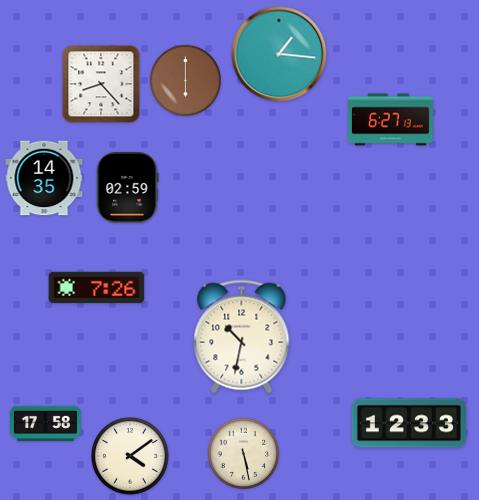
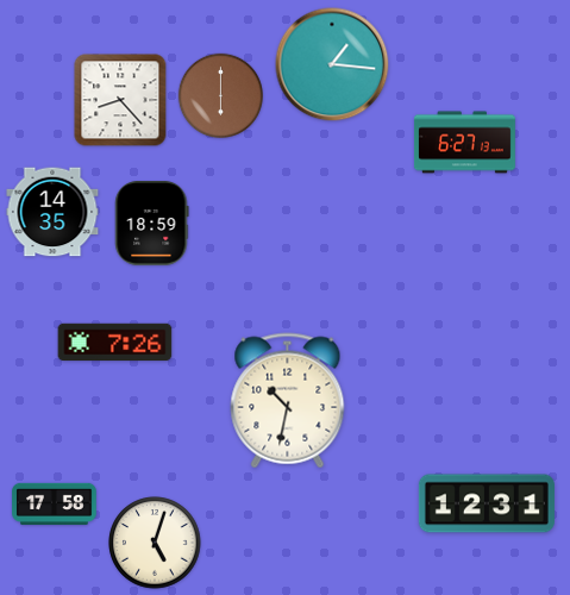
clock at (128, 188): 02:59 -> 18:59
clock at (409, 423): 12:33 -> 12:31
clock at (243, 453): 5:28 -> none
clock at (130, 456): 4:09 -> 5:03
